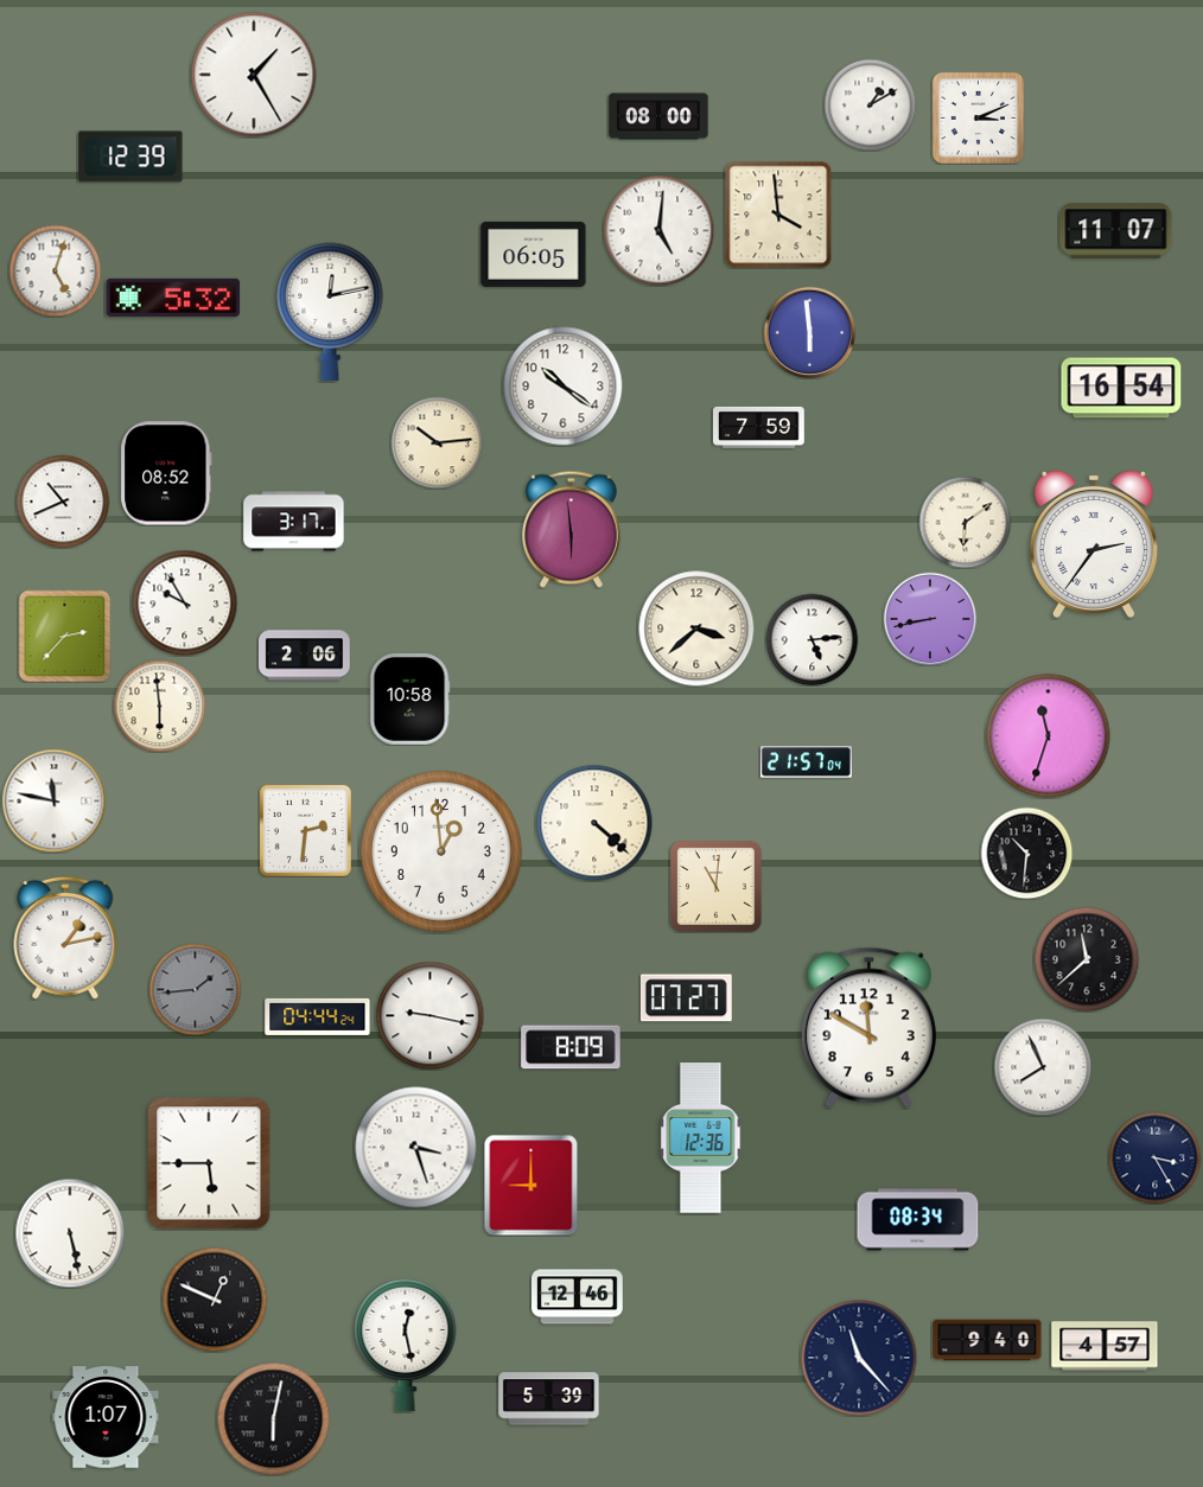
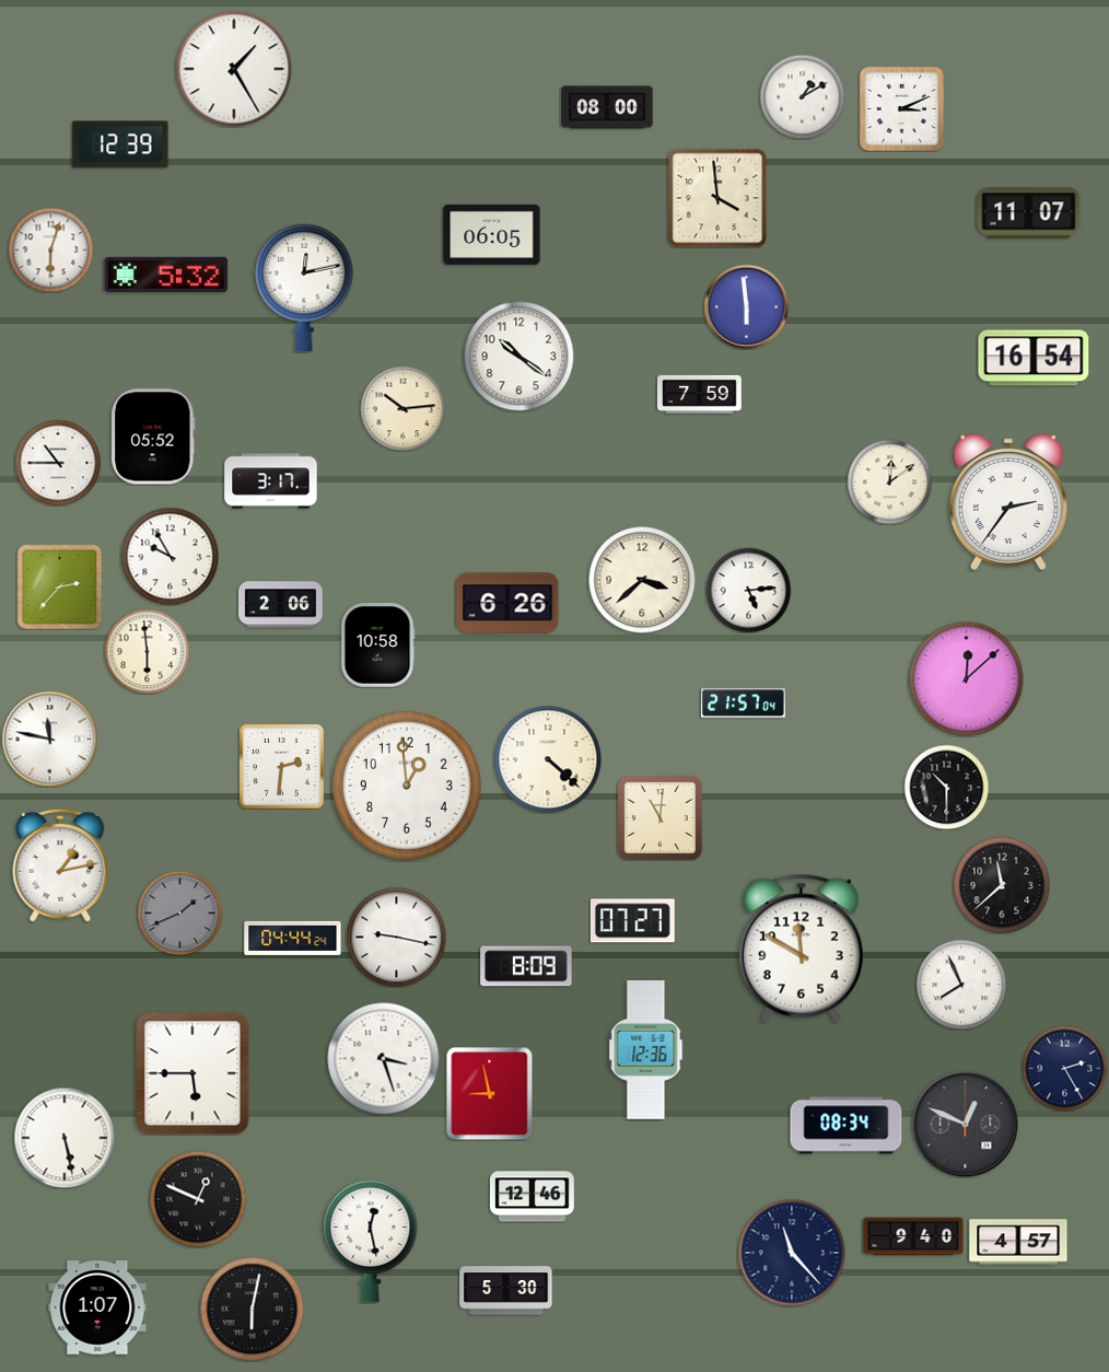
clock at (658, 230): 5:01 -> none
clock at (55, 270): 5:03 -> 6:03
clock at (173, 298) position: (173, 298) -> (166, 275)
clock at (166, 473): 08:52 -> 05:52
clock at (63, 502): 10:41 -> 10:45
clock at (965, 522): 6:09 -> 12:09
clock at (571, 529): 5:59 -> none
clock at (930, 619): 8:43 -> none
clock at (507, 603): none -> 6:26
clock at (1049, 736): 11:33 -> 12:08
clock at (1026, 853): 10:31 -> 10:30
clock at (195, 989): 1:44 -> 1:41
clock at (1154, 1157): 3:25 -> 2:25
clock at (532, 1185): 9:00 -> 8:58
clock at (966, 1125): none -> 12:49
clock at (987, 1340) position: (987, 1340) -> (913, 1236)
clock at (406, 1345) position: (406, 1345) -> (371, 1241)
clock at (549, 1399): 5:39 -> 5:30
